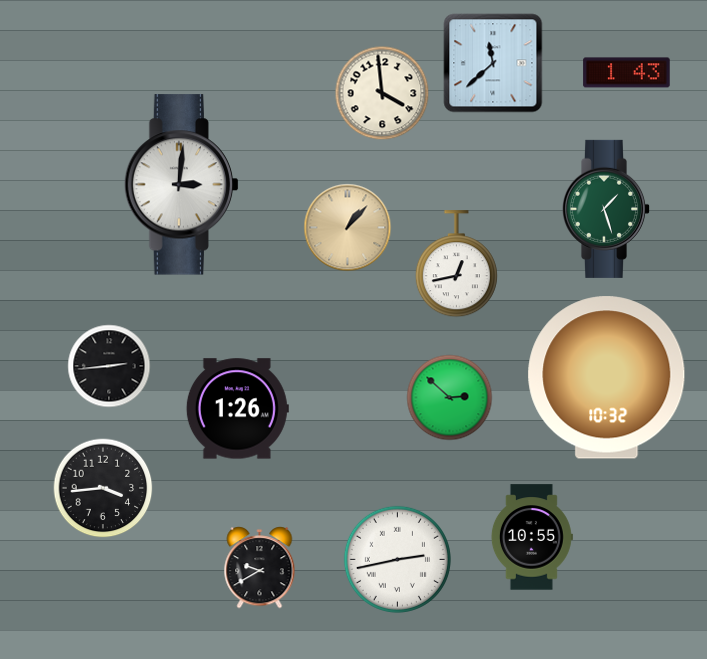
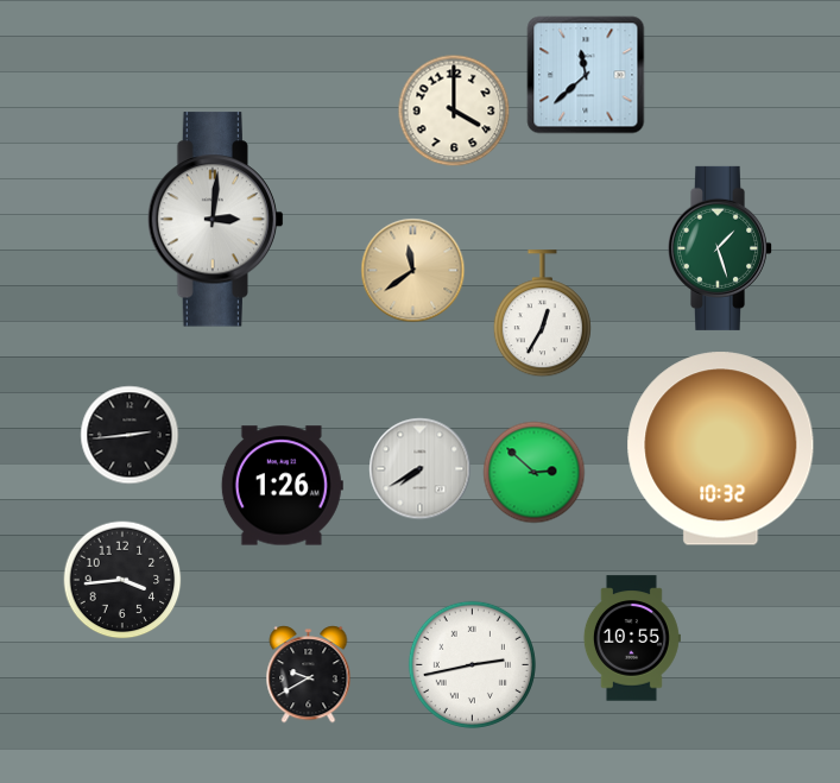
clock at (627, 73): 1:43 -> none
clock at (382, 93): 3:59 -> 4:00
clock at (348, 228): 1:07 -> 11:39
clock at (456, 264): 12:43 -> 12:35
clock at (421, 469): none -> 7:40
